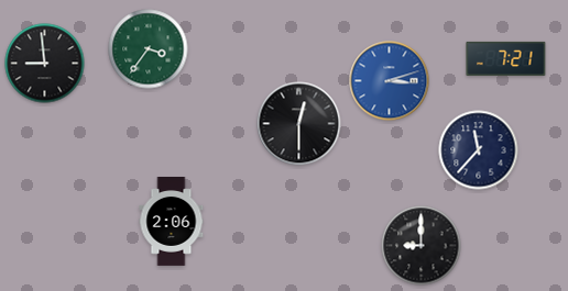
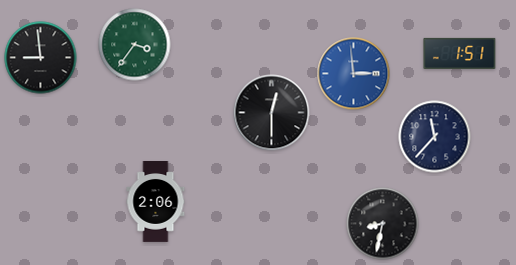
clock at (506, 58): 7:21 -> 1:51
clock at (390, 81): 3:12 -> 2:59
clock at (422, 246): 9:00 -> 8:32
